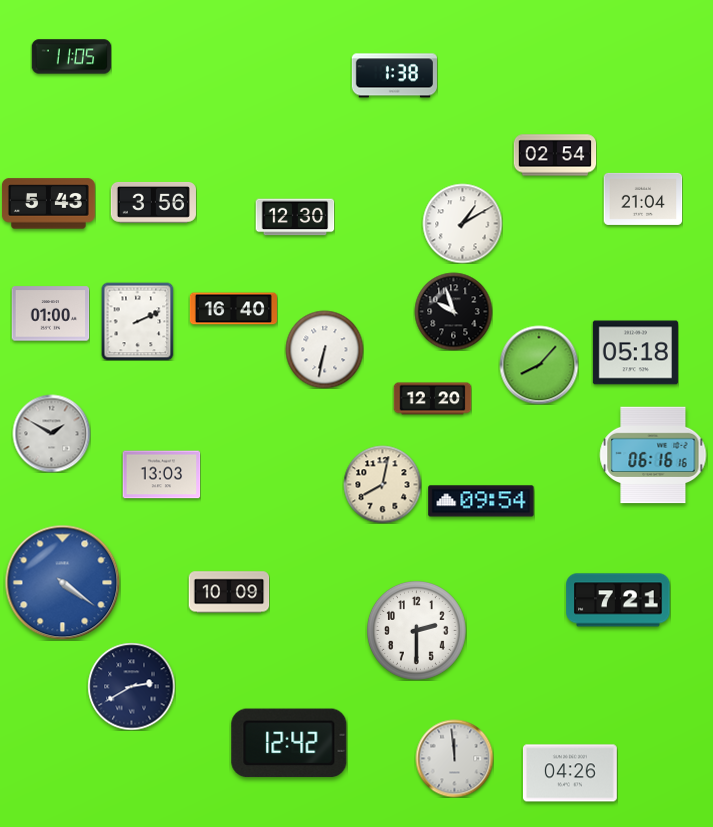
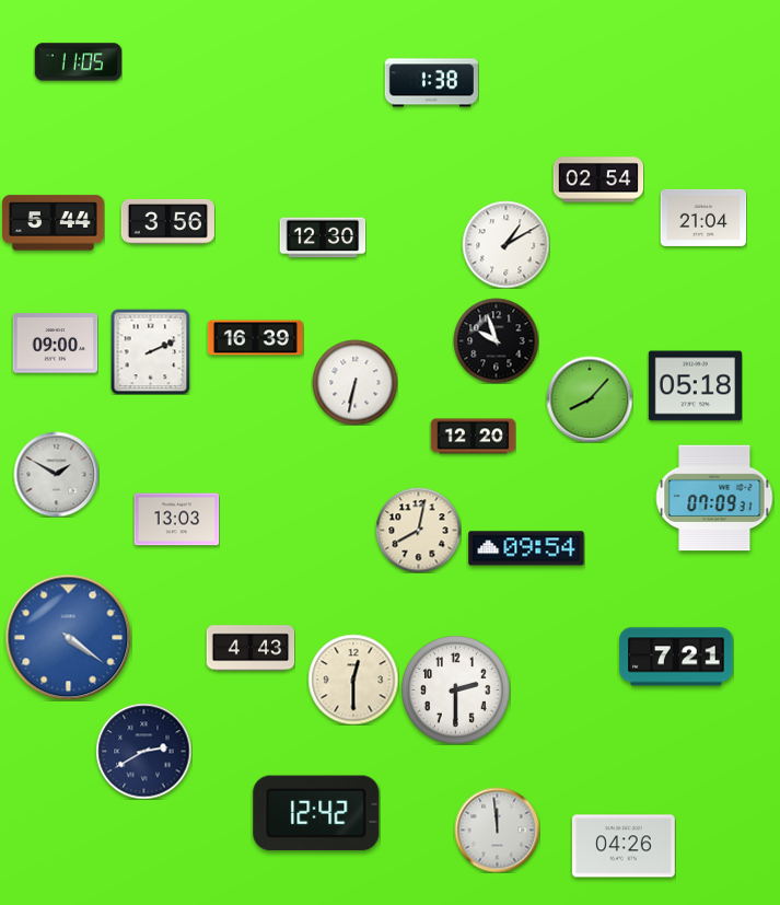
clock at (555, 155) position: (555, 155) -> (598, 179)
clock at (48, 204): 5:43 -> 5:44
clock at (233, 309): 16:40 -> 16:39
clock at (50, 314): 01:00 -> 09:00
clock at (653, 455): 06:16 -> 07:09
clock at (229, 592): 10:09 -> 4:43
clock at (353, 680): none -> 12:30
